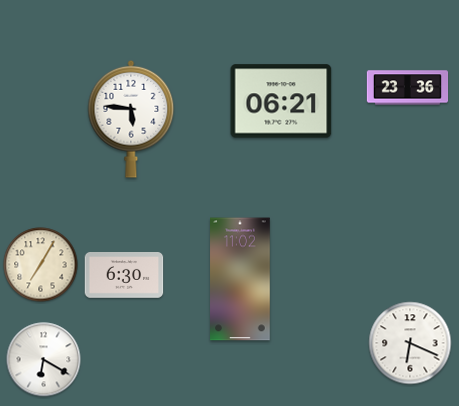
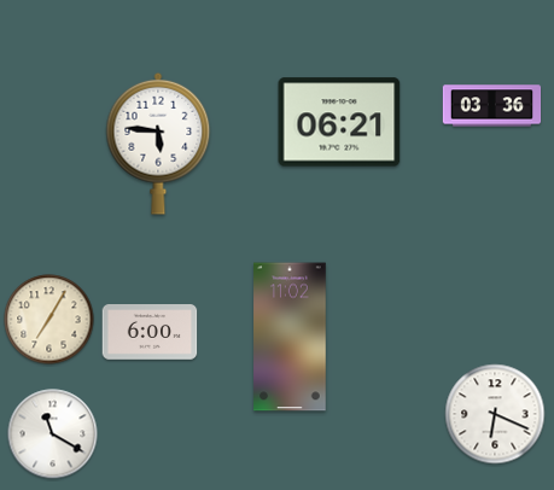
clock at (408, 88): 23:36 -> 03:36
clock at (124, 276): 6:30 -> 6:00
clock at (44, 360): 6:20 -> 11:20
